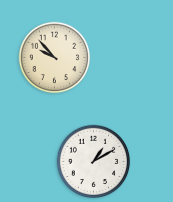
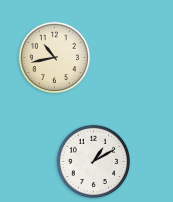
clock at (55, 58): 9:53 -> 10:43
